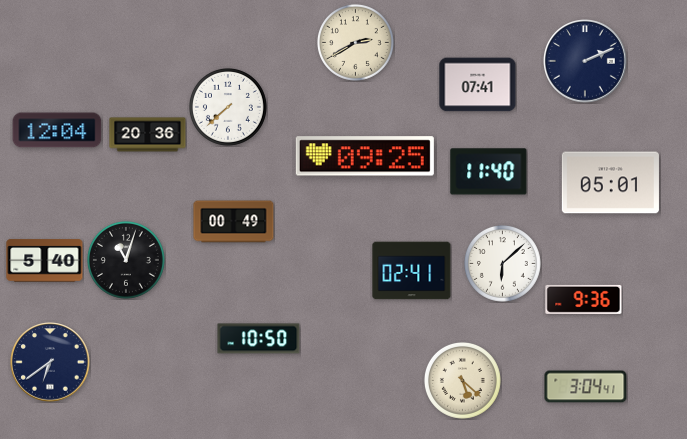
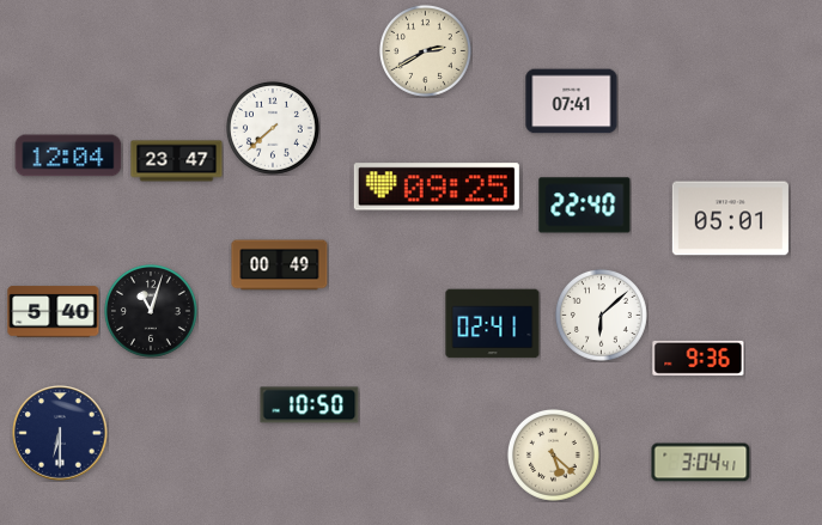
clock at (586, 62): 2:11 -> none
clock at (148, 135): 20:36 -> 23:47
clock at (489, 172): 11:40 -> 22:40
clock at (50, 362): 6:39 -> 6:30
